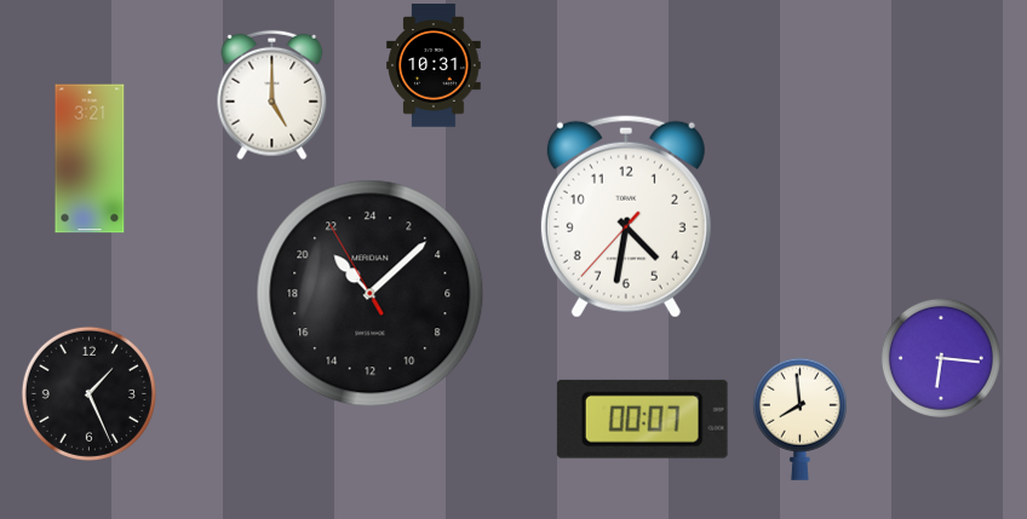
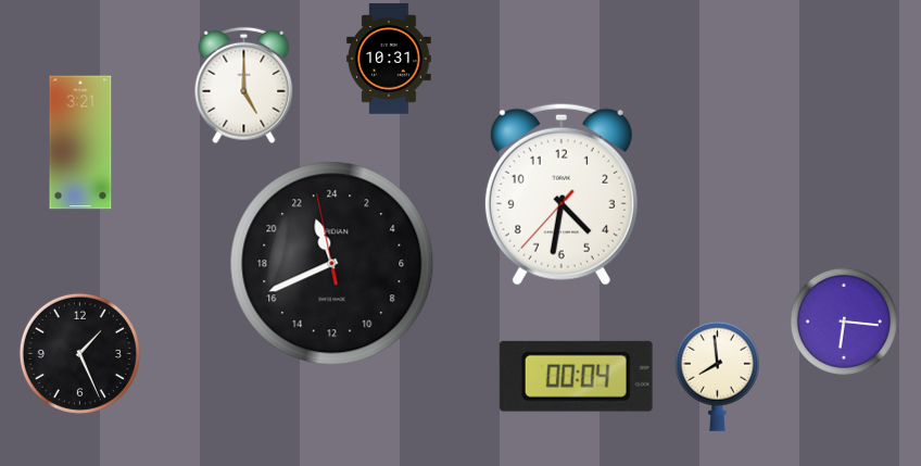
clock at (371, 294): 21:07 -> 22:40
clock at (642, 419): 00:07 -> 00:04
